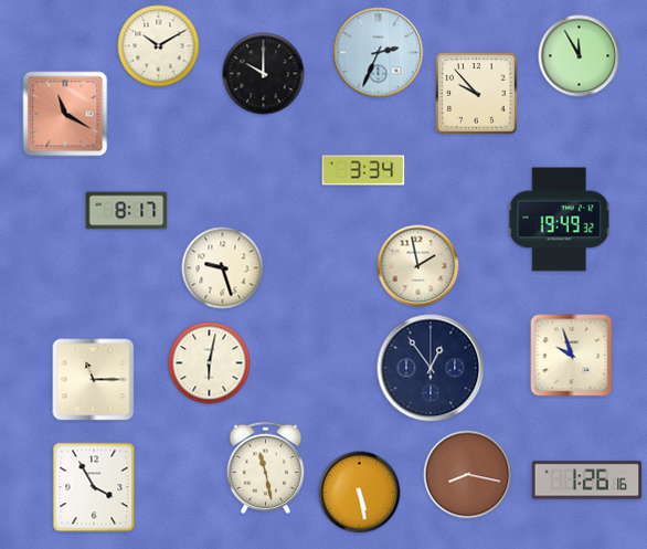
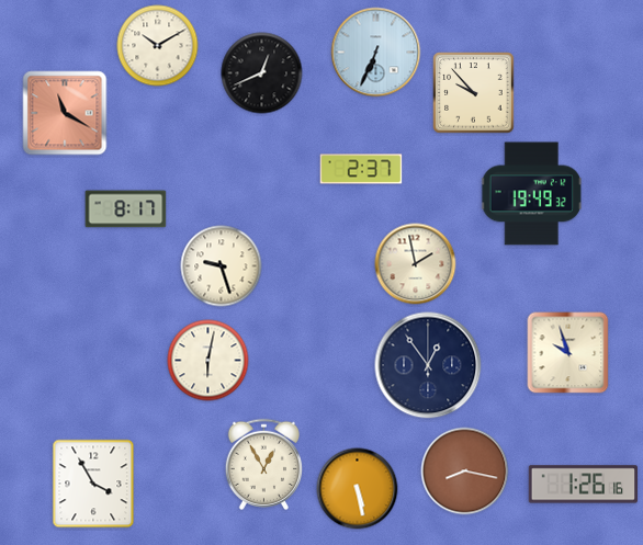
clock at (379, 53): 2:34 -> 6:34
clock at (580, 56): 11:55 -> none
clock at (264, 74): 10:00 -> 12:41
clock at (363, 170): 3:34 -> 2:37
clock at (560, 220) position: (560, 220) -> (532, 194)
clock at (94, 380): 11:15 -> none
clock at (266, 467): 11:28 -> 12:55
clock at (587, 481) position: (587, 481) -> (584, 485)
